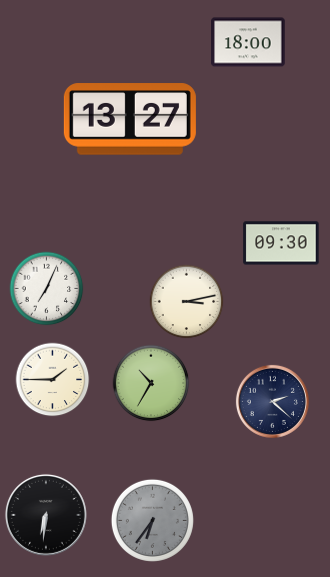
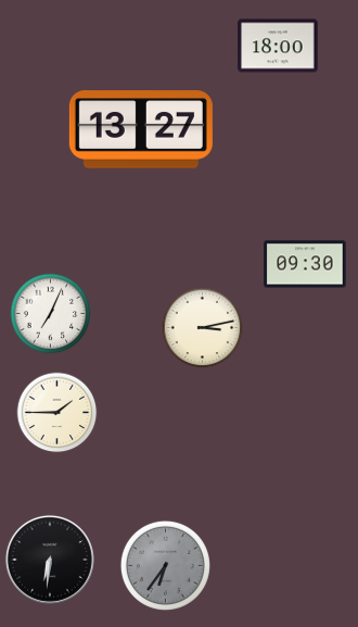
clock at (248, 42) position: (248, 42) -> (278, 46)
clock at (151, 383): 10:35 -> none
clock at (272, 401): 2:22 -> none
